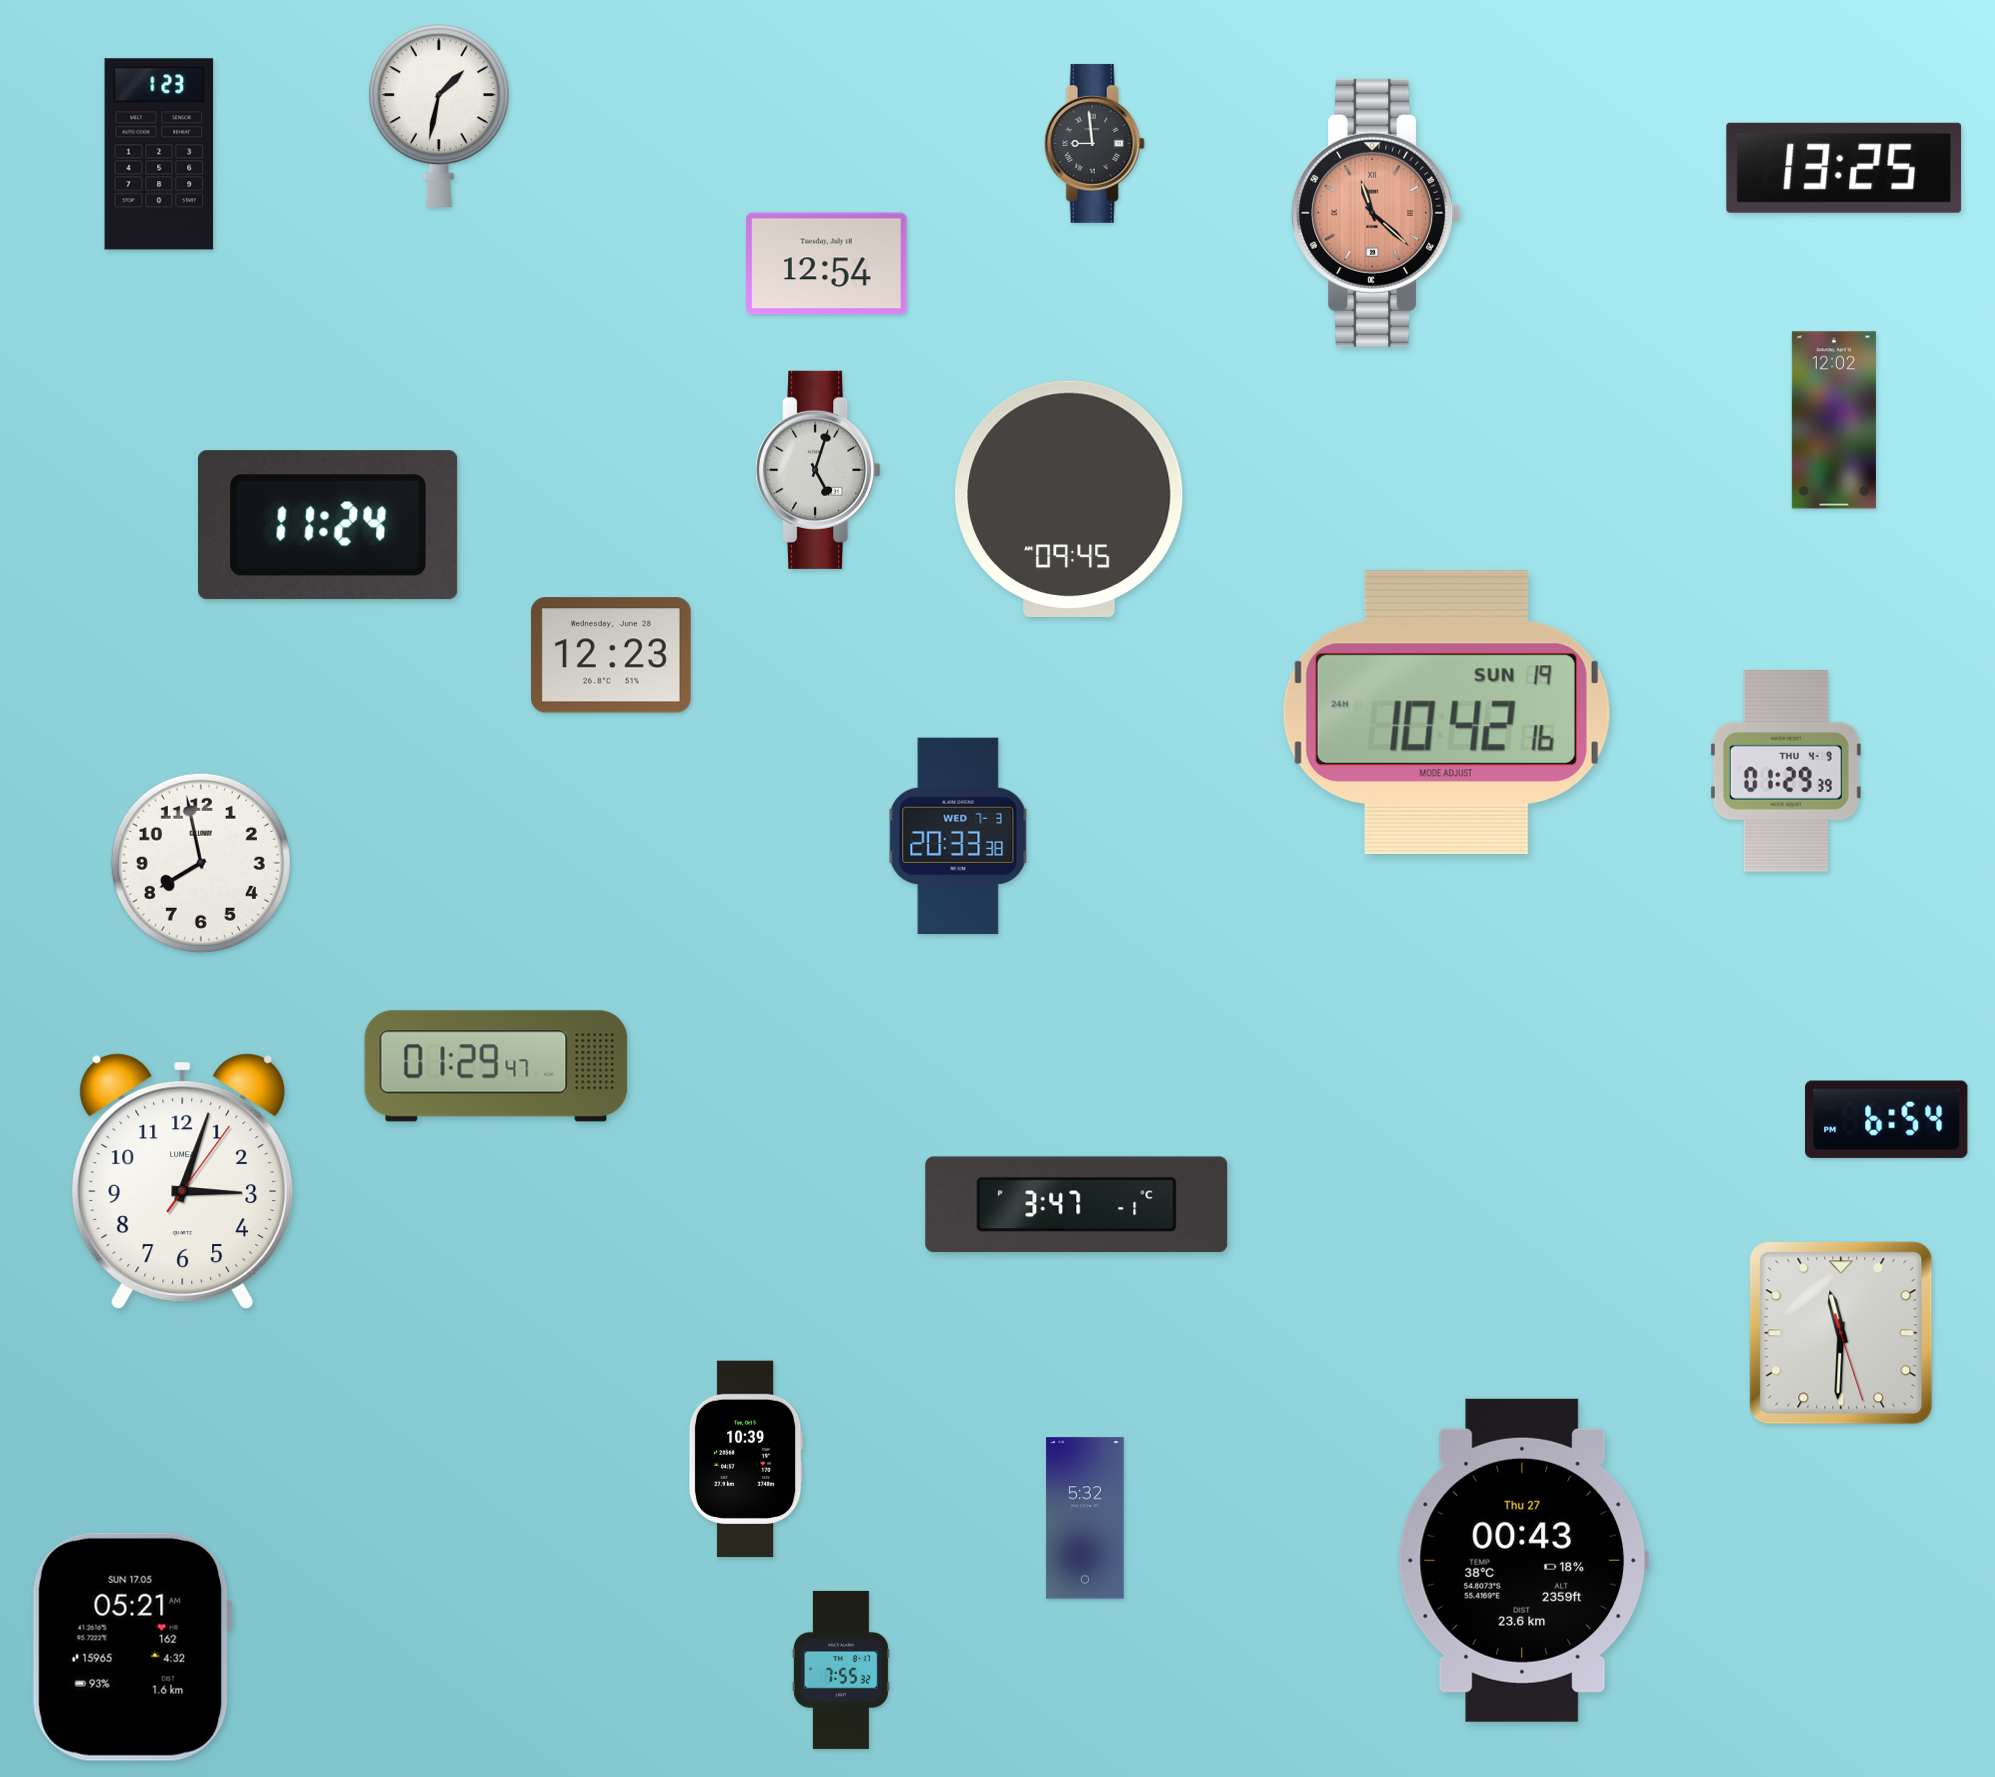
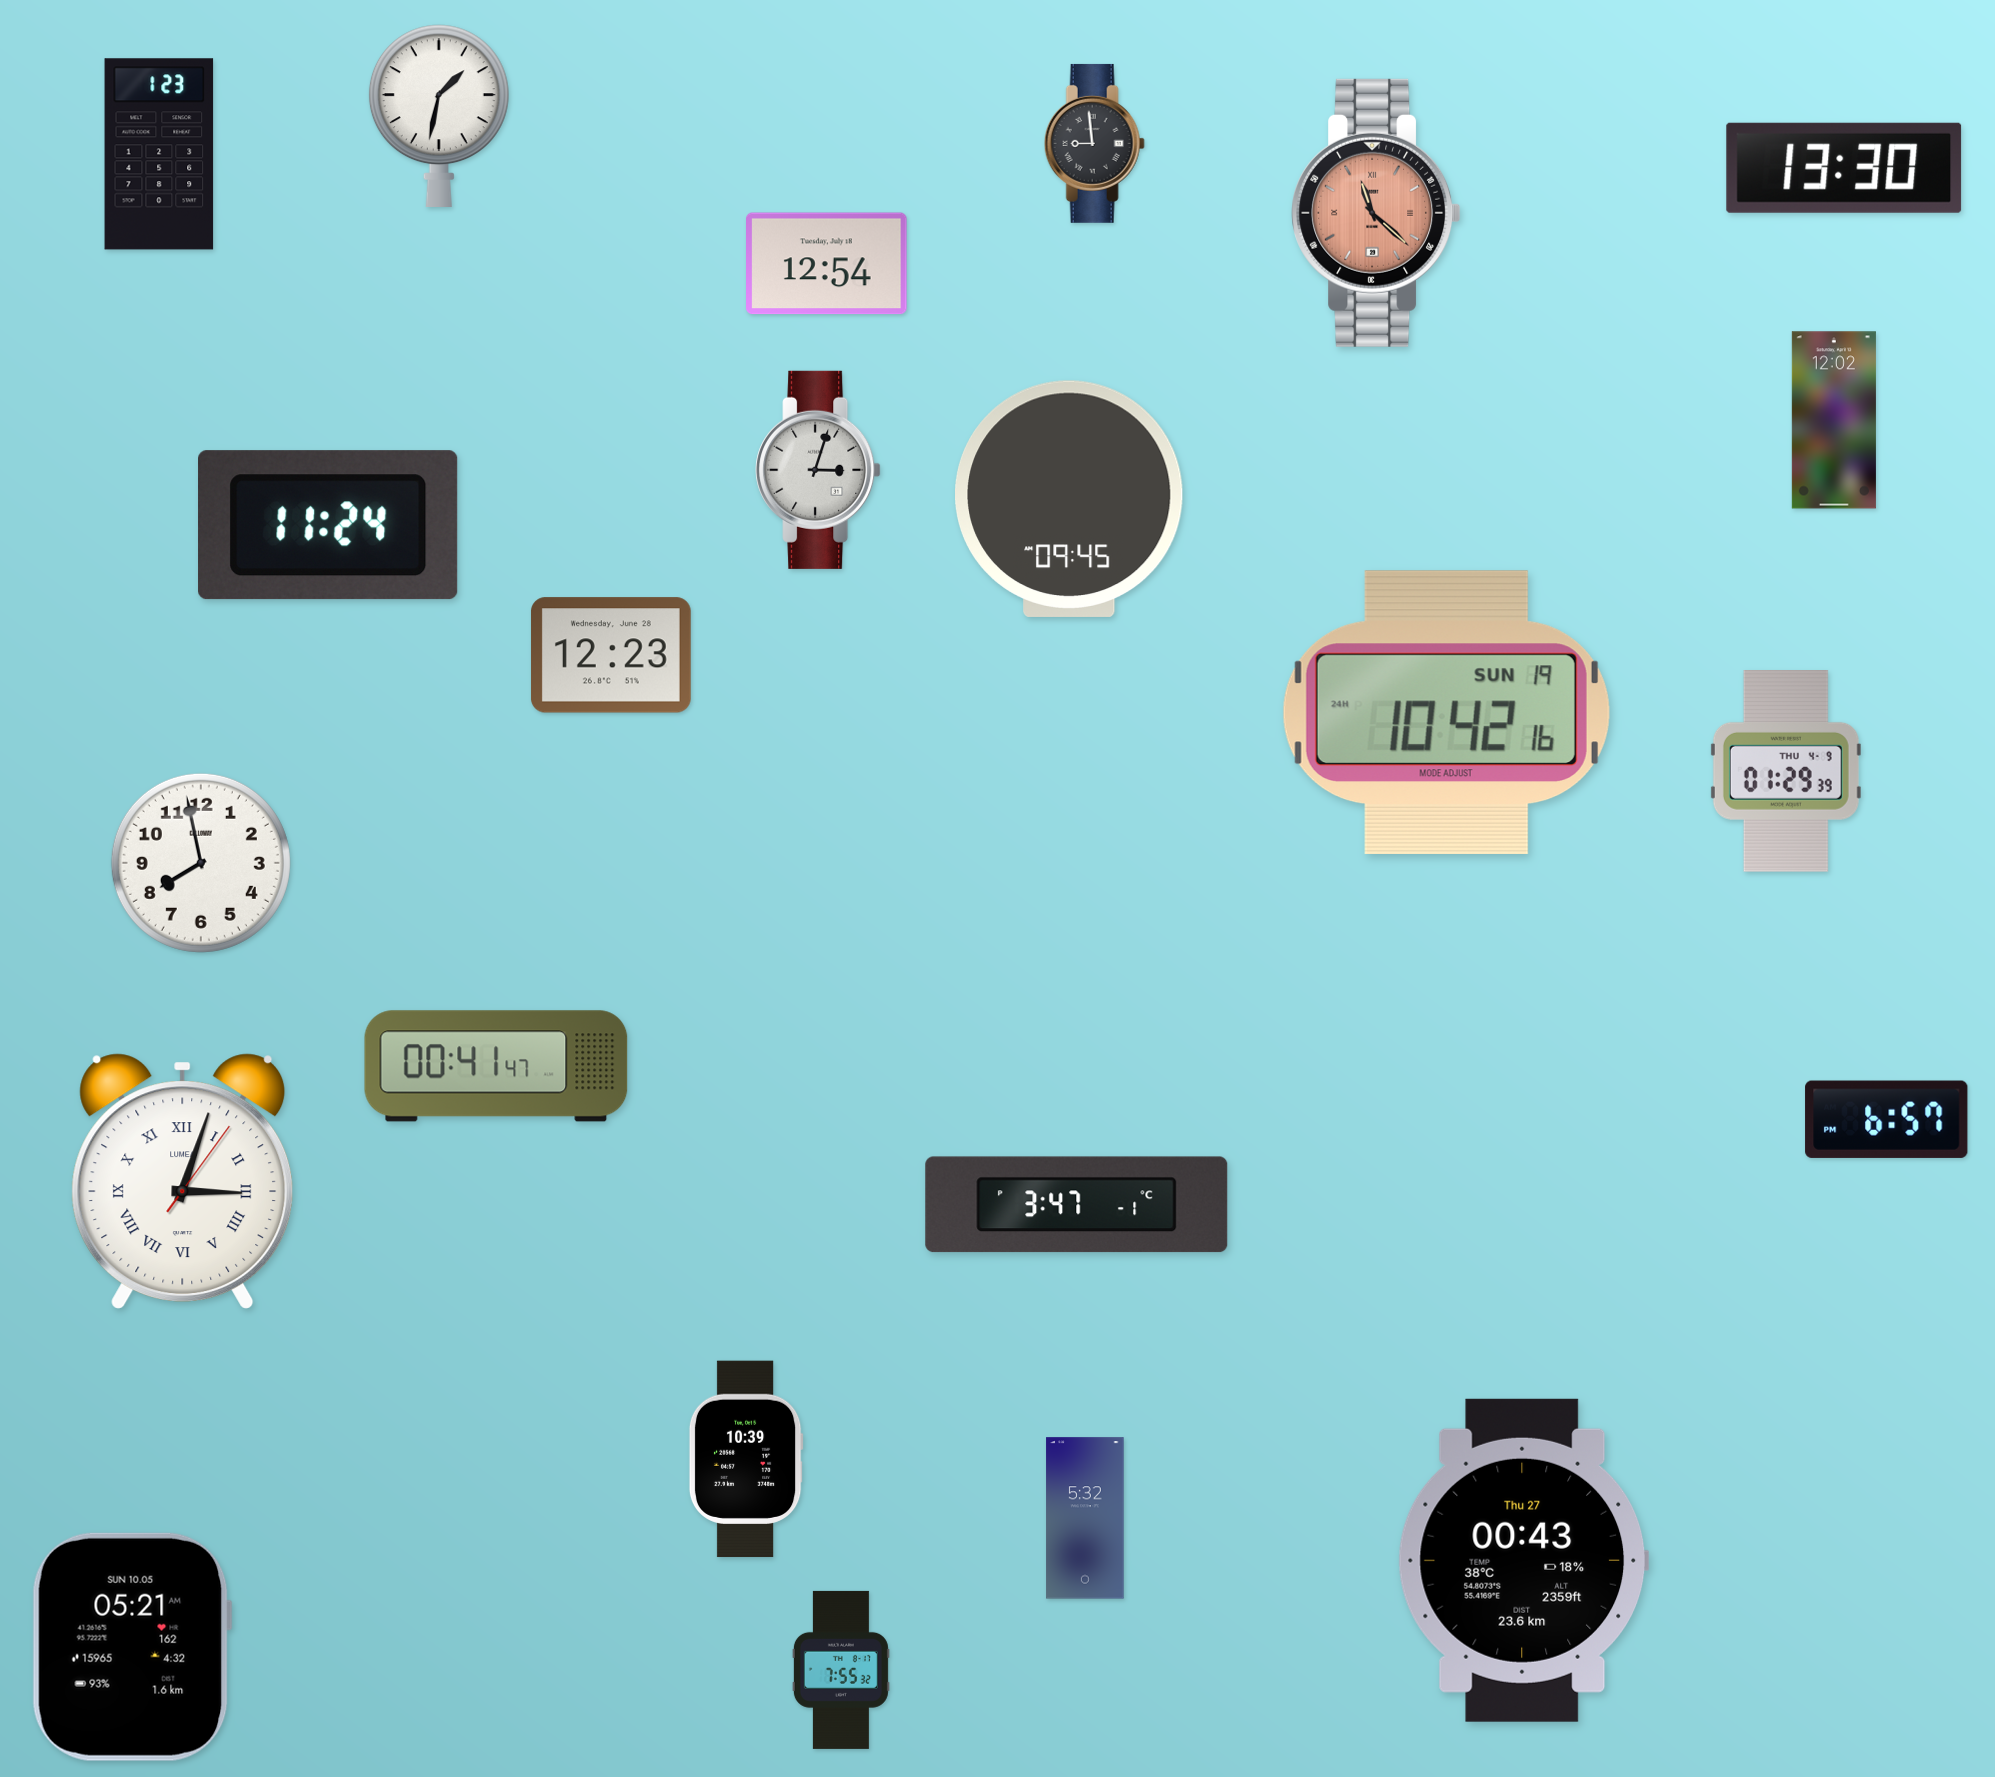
clock at (1844, 168): 13:25 -> 13:30
clock at (818, 470): 5:03 -> 3:03
clock at (958, 836): 20:33 -> none
clock at (496, 1066): 01:29 -> 00:41
clock at (1887, 1119): 6:54 -> 6:57
clock at (183, 1181) numerals: Arabic -> Roman
clock at (1841, 1333): 11:30 -> none
clock at (132, 1647) date: SUN 17.05 -> SUN 10.05
